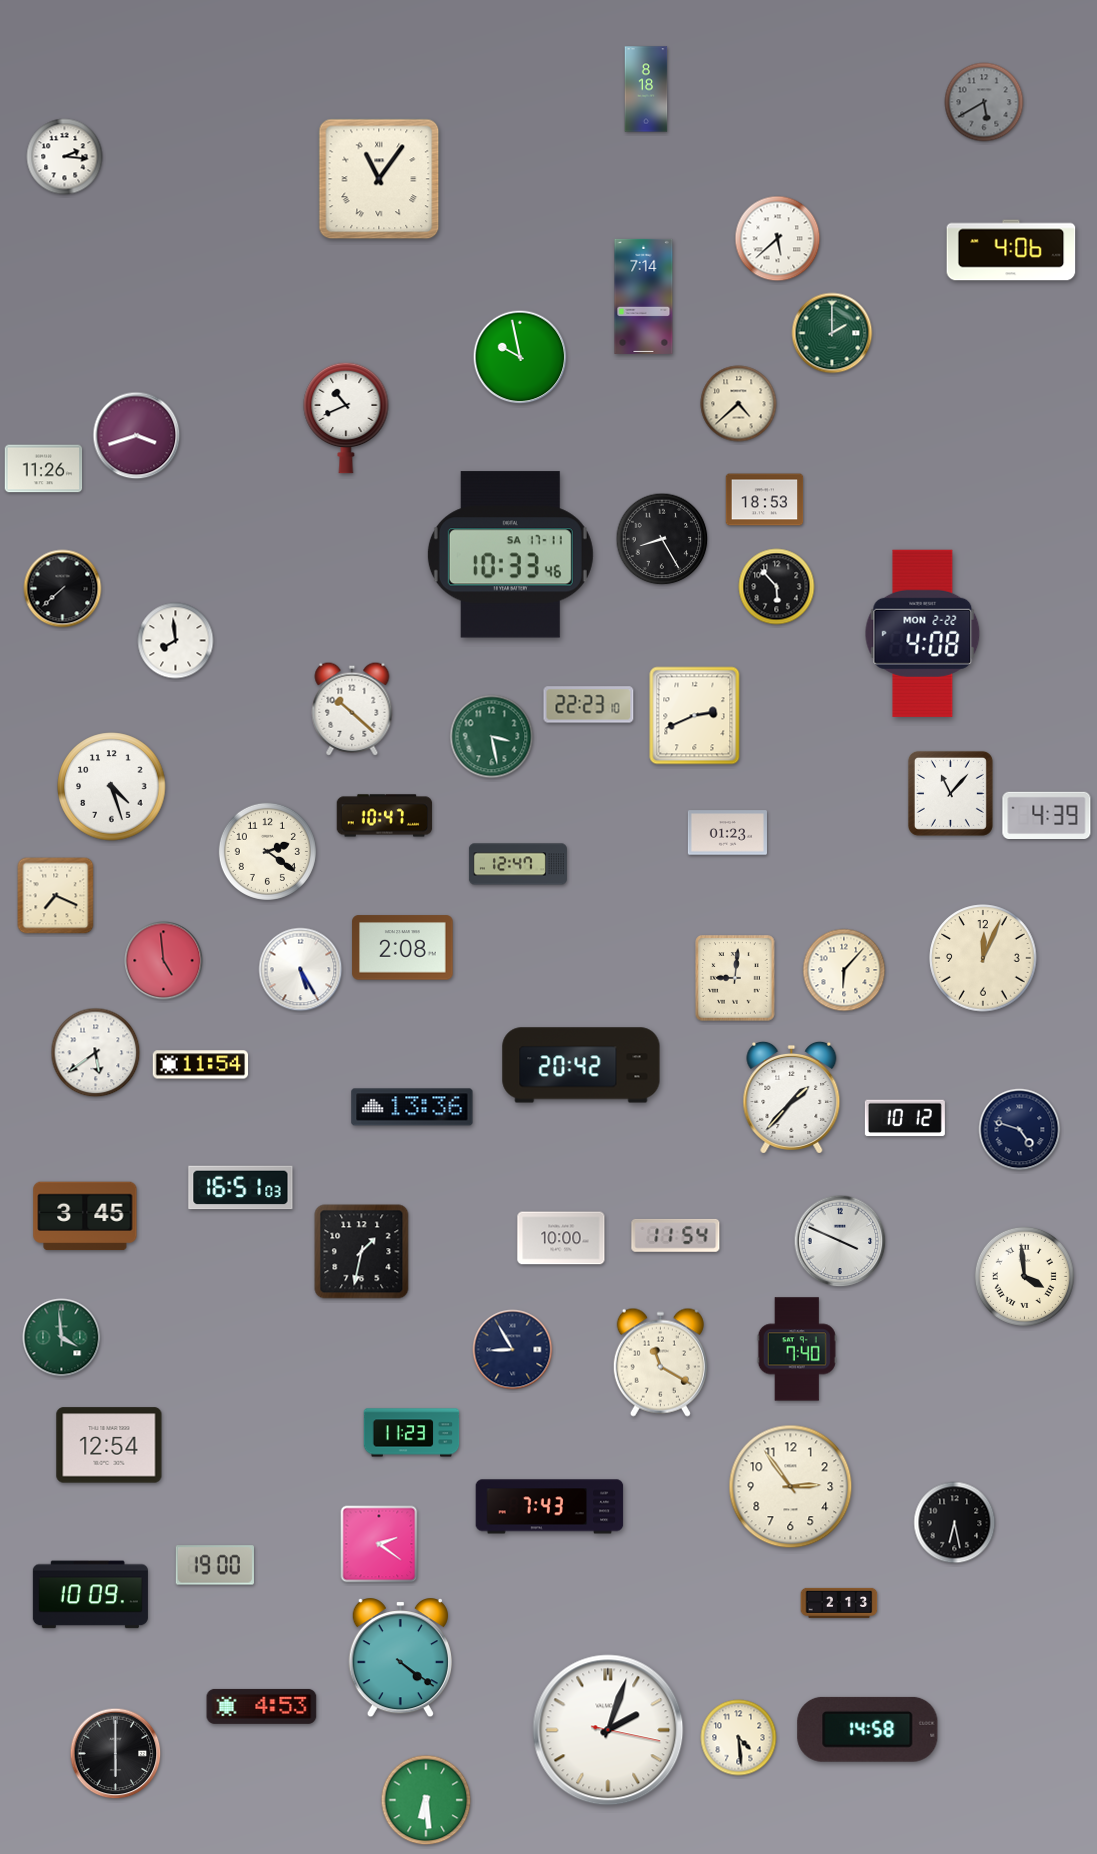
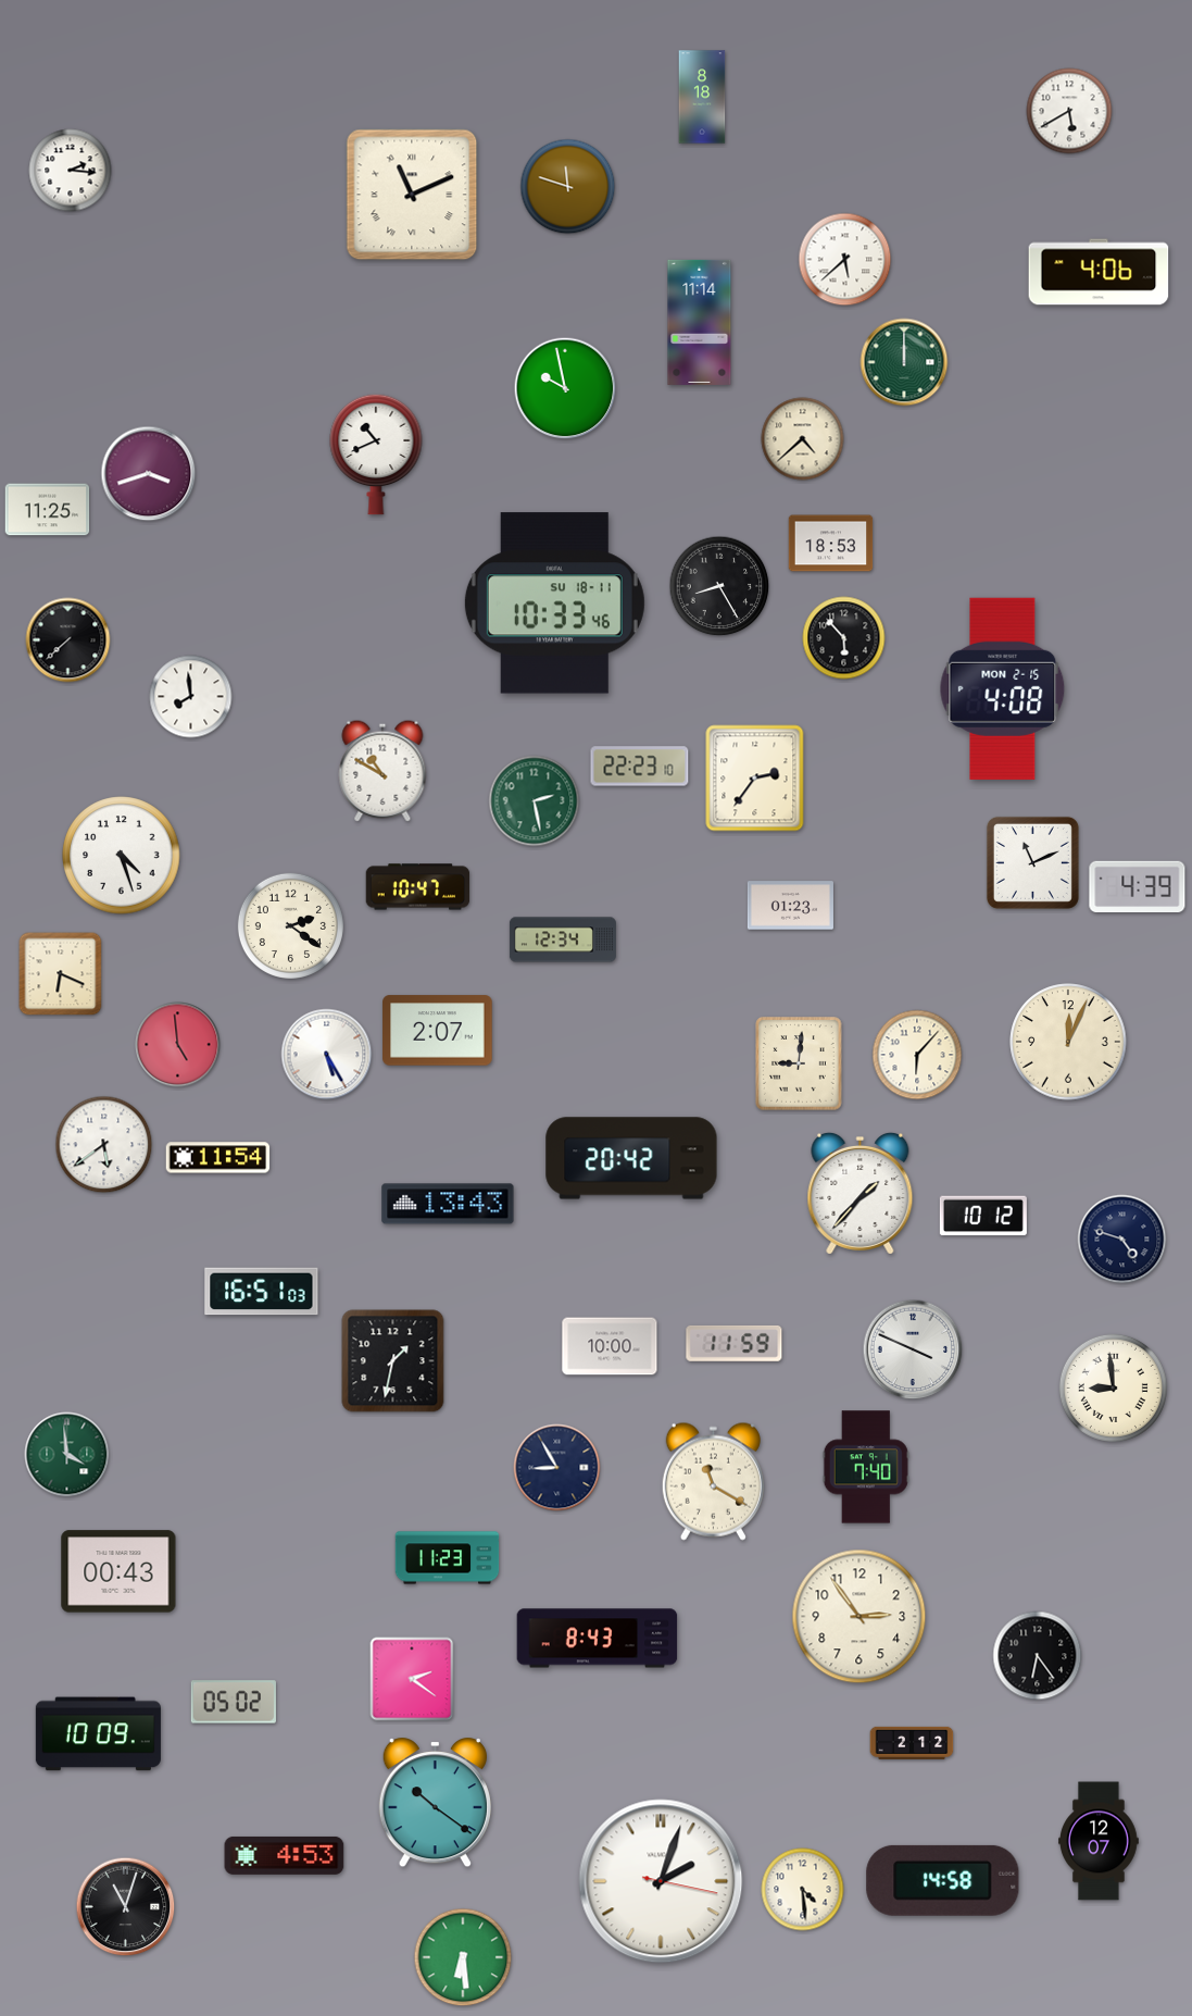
clock at (984, 102) dial: grey -> white
clock at (568, 187): none -> 11:48
clock at (379, 179): 11:06 -> 11:11
clock at (644, 296): 7:14 -> 11:14
clock at (832, 333): 2:00 -> 12:00
clock at (44, 469): 11:26 -> 11:25
clock at (510, 555) date: SA 17-11 -> SU 18-11
clock at (923, 633) date: MON 2-22 -> MON 2-15
clock at (352, 709): 10:22 -> 10:50
clock at (695, 716): 2:41 -> 2:36
clock at (492, 737): 3:28 -> 2:28
clock at (950, 793): 11:07 -> 11:11
clock at (518, 864): 12:47 -> 12:34
clock at (56, 896): 7:19 -> 6:19
clock at (403, 948): 2:08 -> 2:07
clock at (412, 1107): 13:36 -> 13:43
clock at (1020, 1130) position: (1020, 1130) -> (1122, 1240)
clock at (85, 1216): 3:45 -> none
clock at (676, 1235): 11:54 -> 11:59
clock at (1024, 1276): 3:59 -> 8:59
clock at (660, 1362) position: (660, 1362) -> (713, 1481)
clock at (109, 1445): 12:54 -> 00:43
clock at (550, 1507): 7:43 -> 8:43
clock at (955, 1523): 6:28 -> 6:24
clock at (215, 1565): 19:00 -> 05:02
clock at (839, 1603): 2:13 -> 2:12
clock at (400, 1658): 4:21 -> 10:21
clock at (1100, 1841): none -> 12:07
clock at (116, 1754): 6:00 -> 11:03
